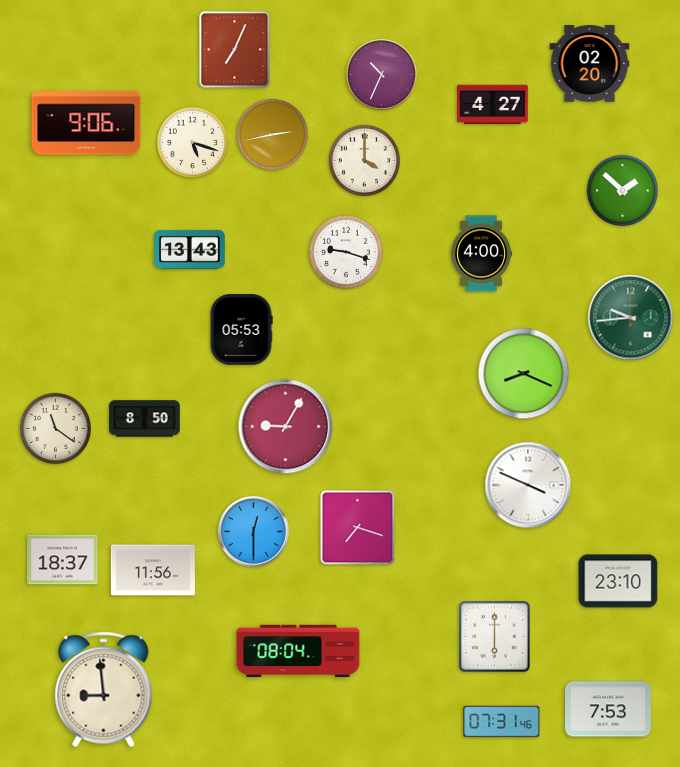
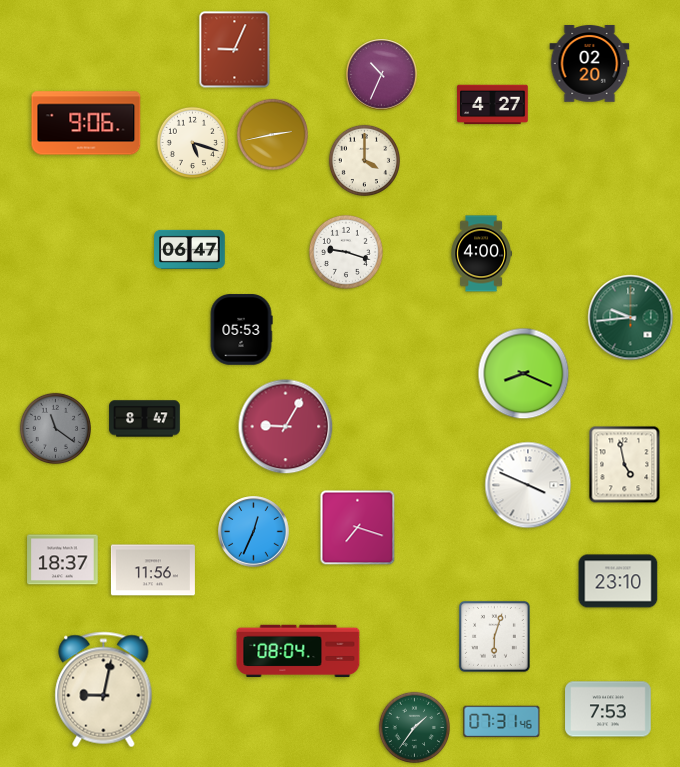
clock at (235, 50): 7:04 -> 9:04
clock at (622, 190): 1:52 -> none
clock at (190, 249): 13:43 -> 06:47
clock at (145, 419): 8:50 -> 8:47
clock at (55, 428) dial: cream -> grey
clock at (625, 465): none -> 4:58
clock at (254, 532): 12:30 -> 12:34
clock at (494, 636): 6:00 -> 6:03
clock at (104, 690): 8:59 -> 9:02
clock at (414, 727): none -> 1:36
